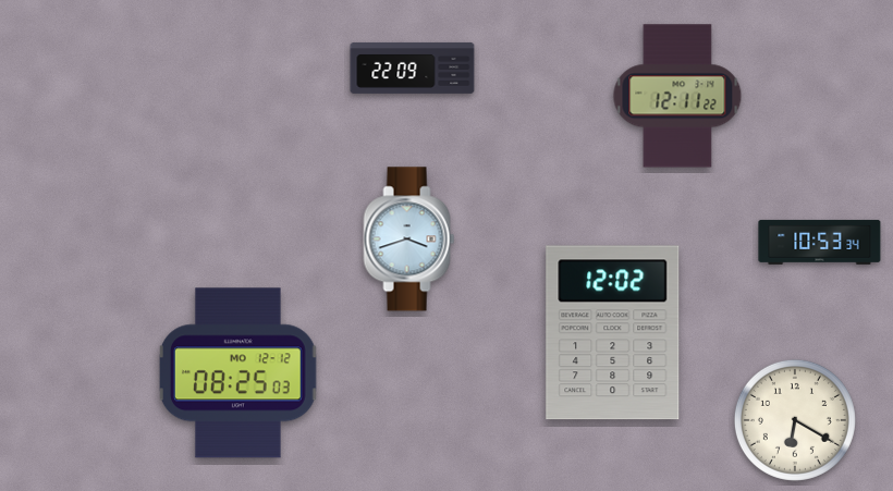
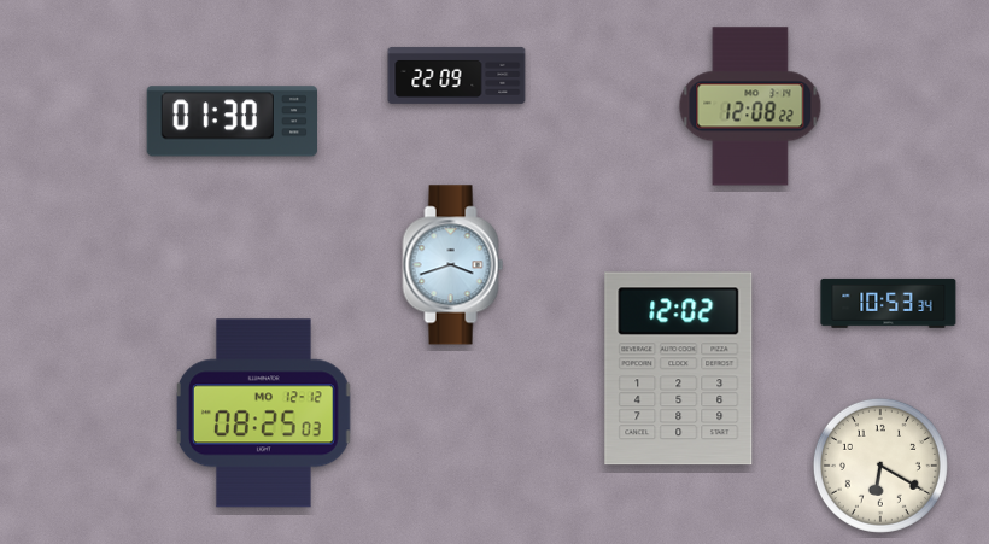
clock at (677, 96): 12:11 -> 12:08
clock at (233, 122): none -> 01:30
clock at (820, 242) position: (820, 242) -> (889, 303)
